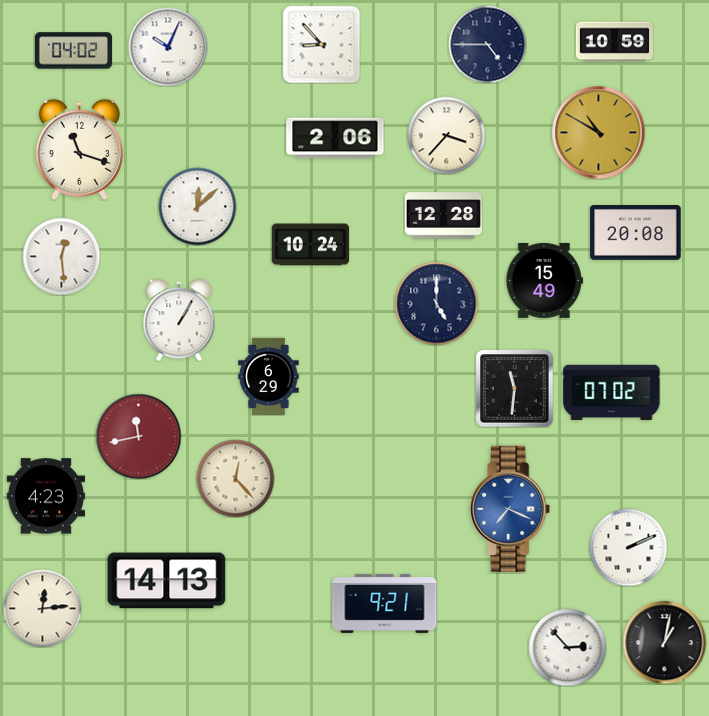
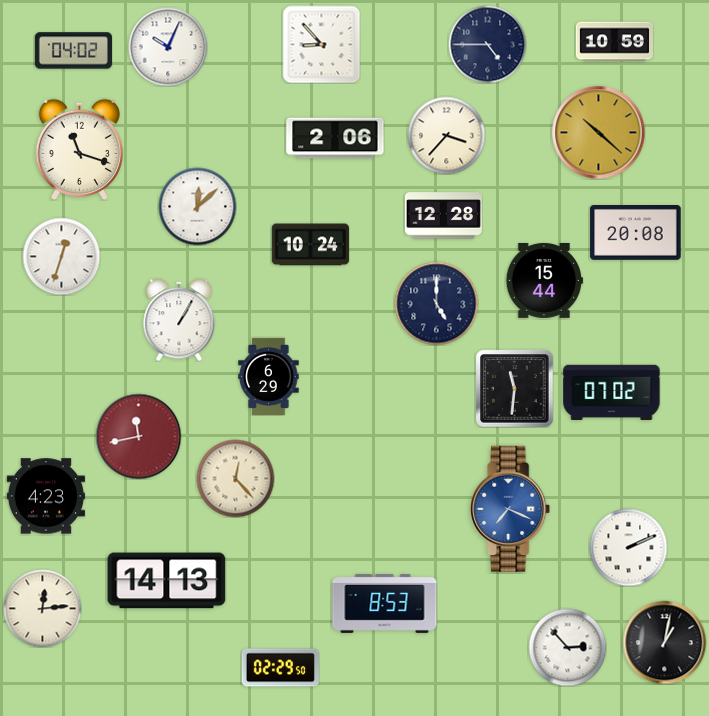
clock at (598, 132): 10:50 -> 10:22
clock at (61, 256): 12:29 -> 12:33
clock at (544, 280): 15:49 -> 15:44
clock at (385, 603): 9:21 -> 8:53
clock at (280, 668): none -> 02:29
